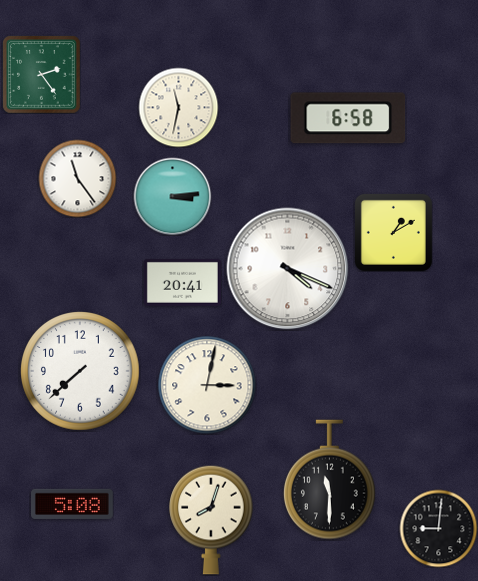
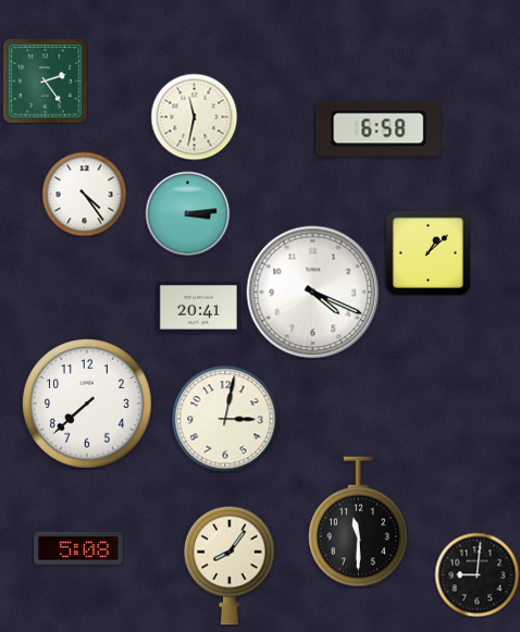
clock at (77, 178): 11:24 -> 4:24
clock at (393, 232): 1:10 -> 1:08
clock at (211, 520): 8:03 -> 8:06
